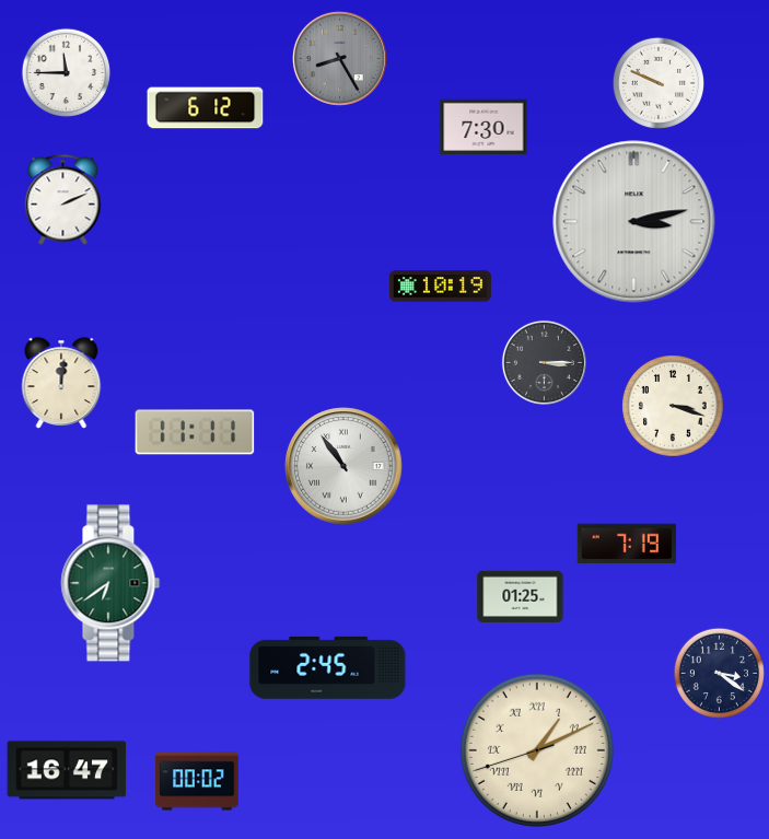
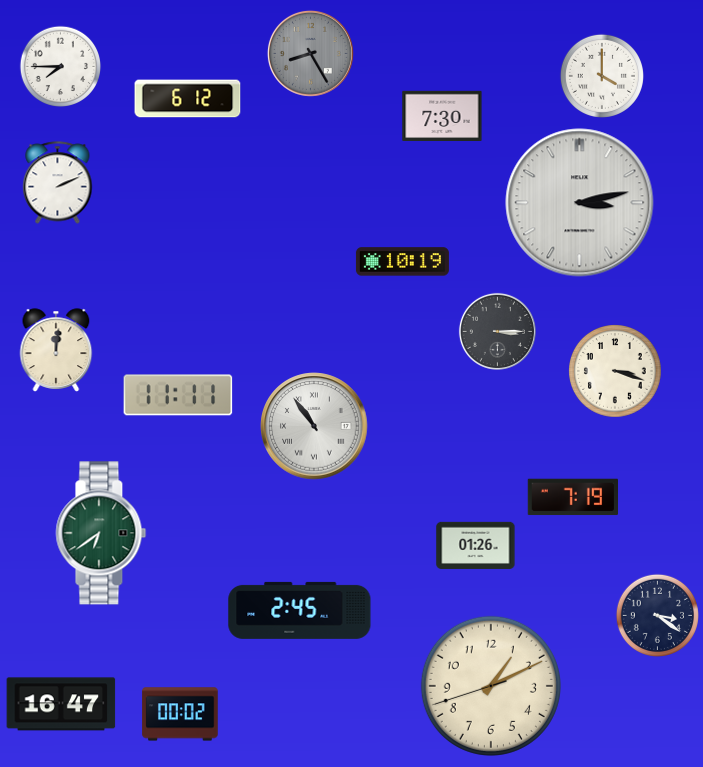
clock at (67, 73): 11:45 -> 7:45
clock at (659, 83): 9:49 -> 4:00
clock at (521, 596): 01:25 -> 01:26
clock at (537, 750) numerals: Roman -> Arabic
